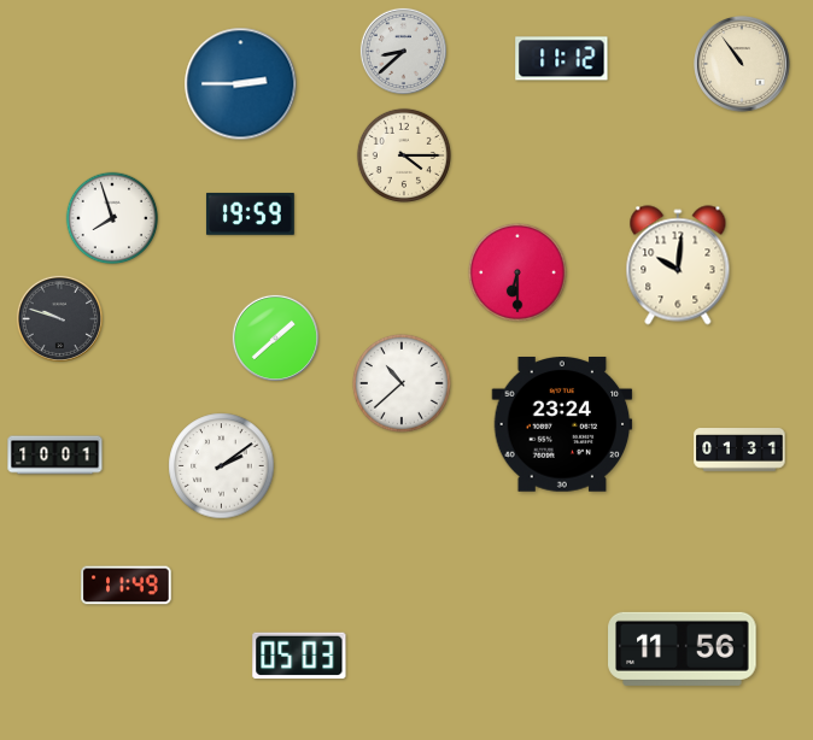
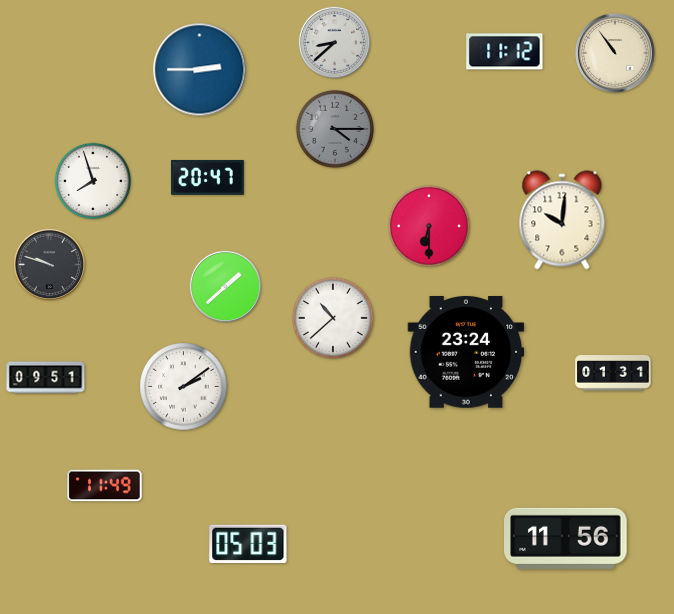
clock at (562, 59) position: (562, 59) -> (505, 52)
clock at (404, 155) dial: cream -> grey
clock at (250, 213): 19:59 -> 20:47
clock at (275, 337) position: (275, 337) -> (225, 286)
clock at (55, 456): 10:01 -> 09:51
